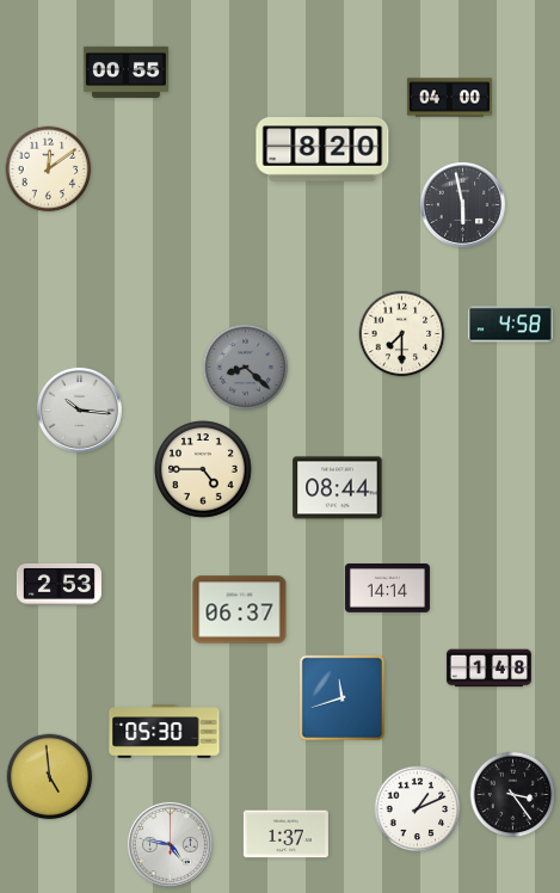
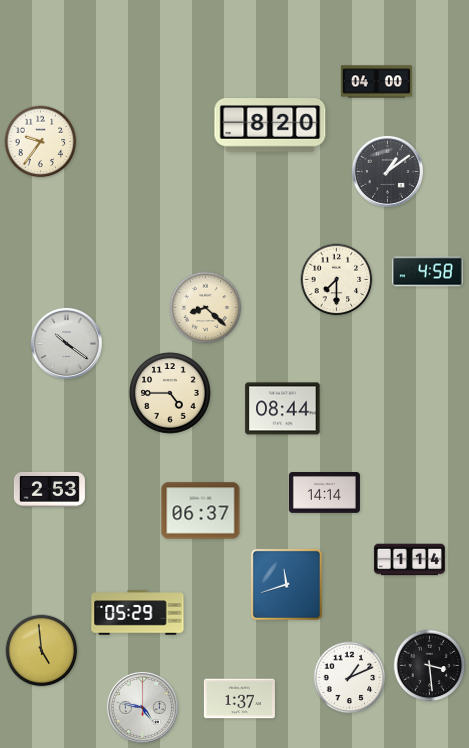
clock at (125, 72): 00:55 -> none
clock at (49, 170): 12:09 -> 9:36
clock at (462, 204): 5:58 -> 1:09
clock at (246, 368) dial: grey -> cream
clock at (79, 409): 10:16 -> 10:21
clock at (488, 669): 1:48 -> 1:14
clock at (165, 732): 05:30 -> 05:29
clock at (513, 795): 3:24 -> 3:29
